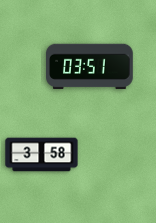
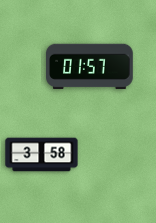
clock at (90, 67): 03:51 -> 01:57
